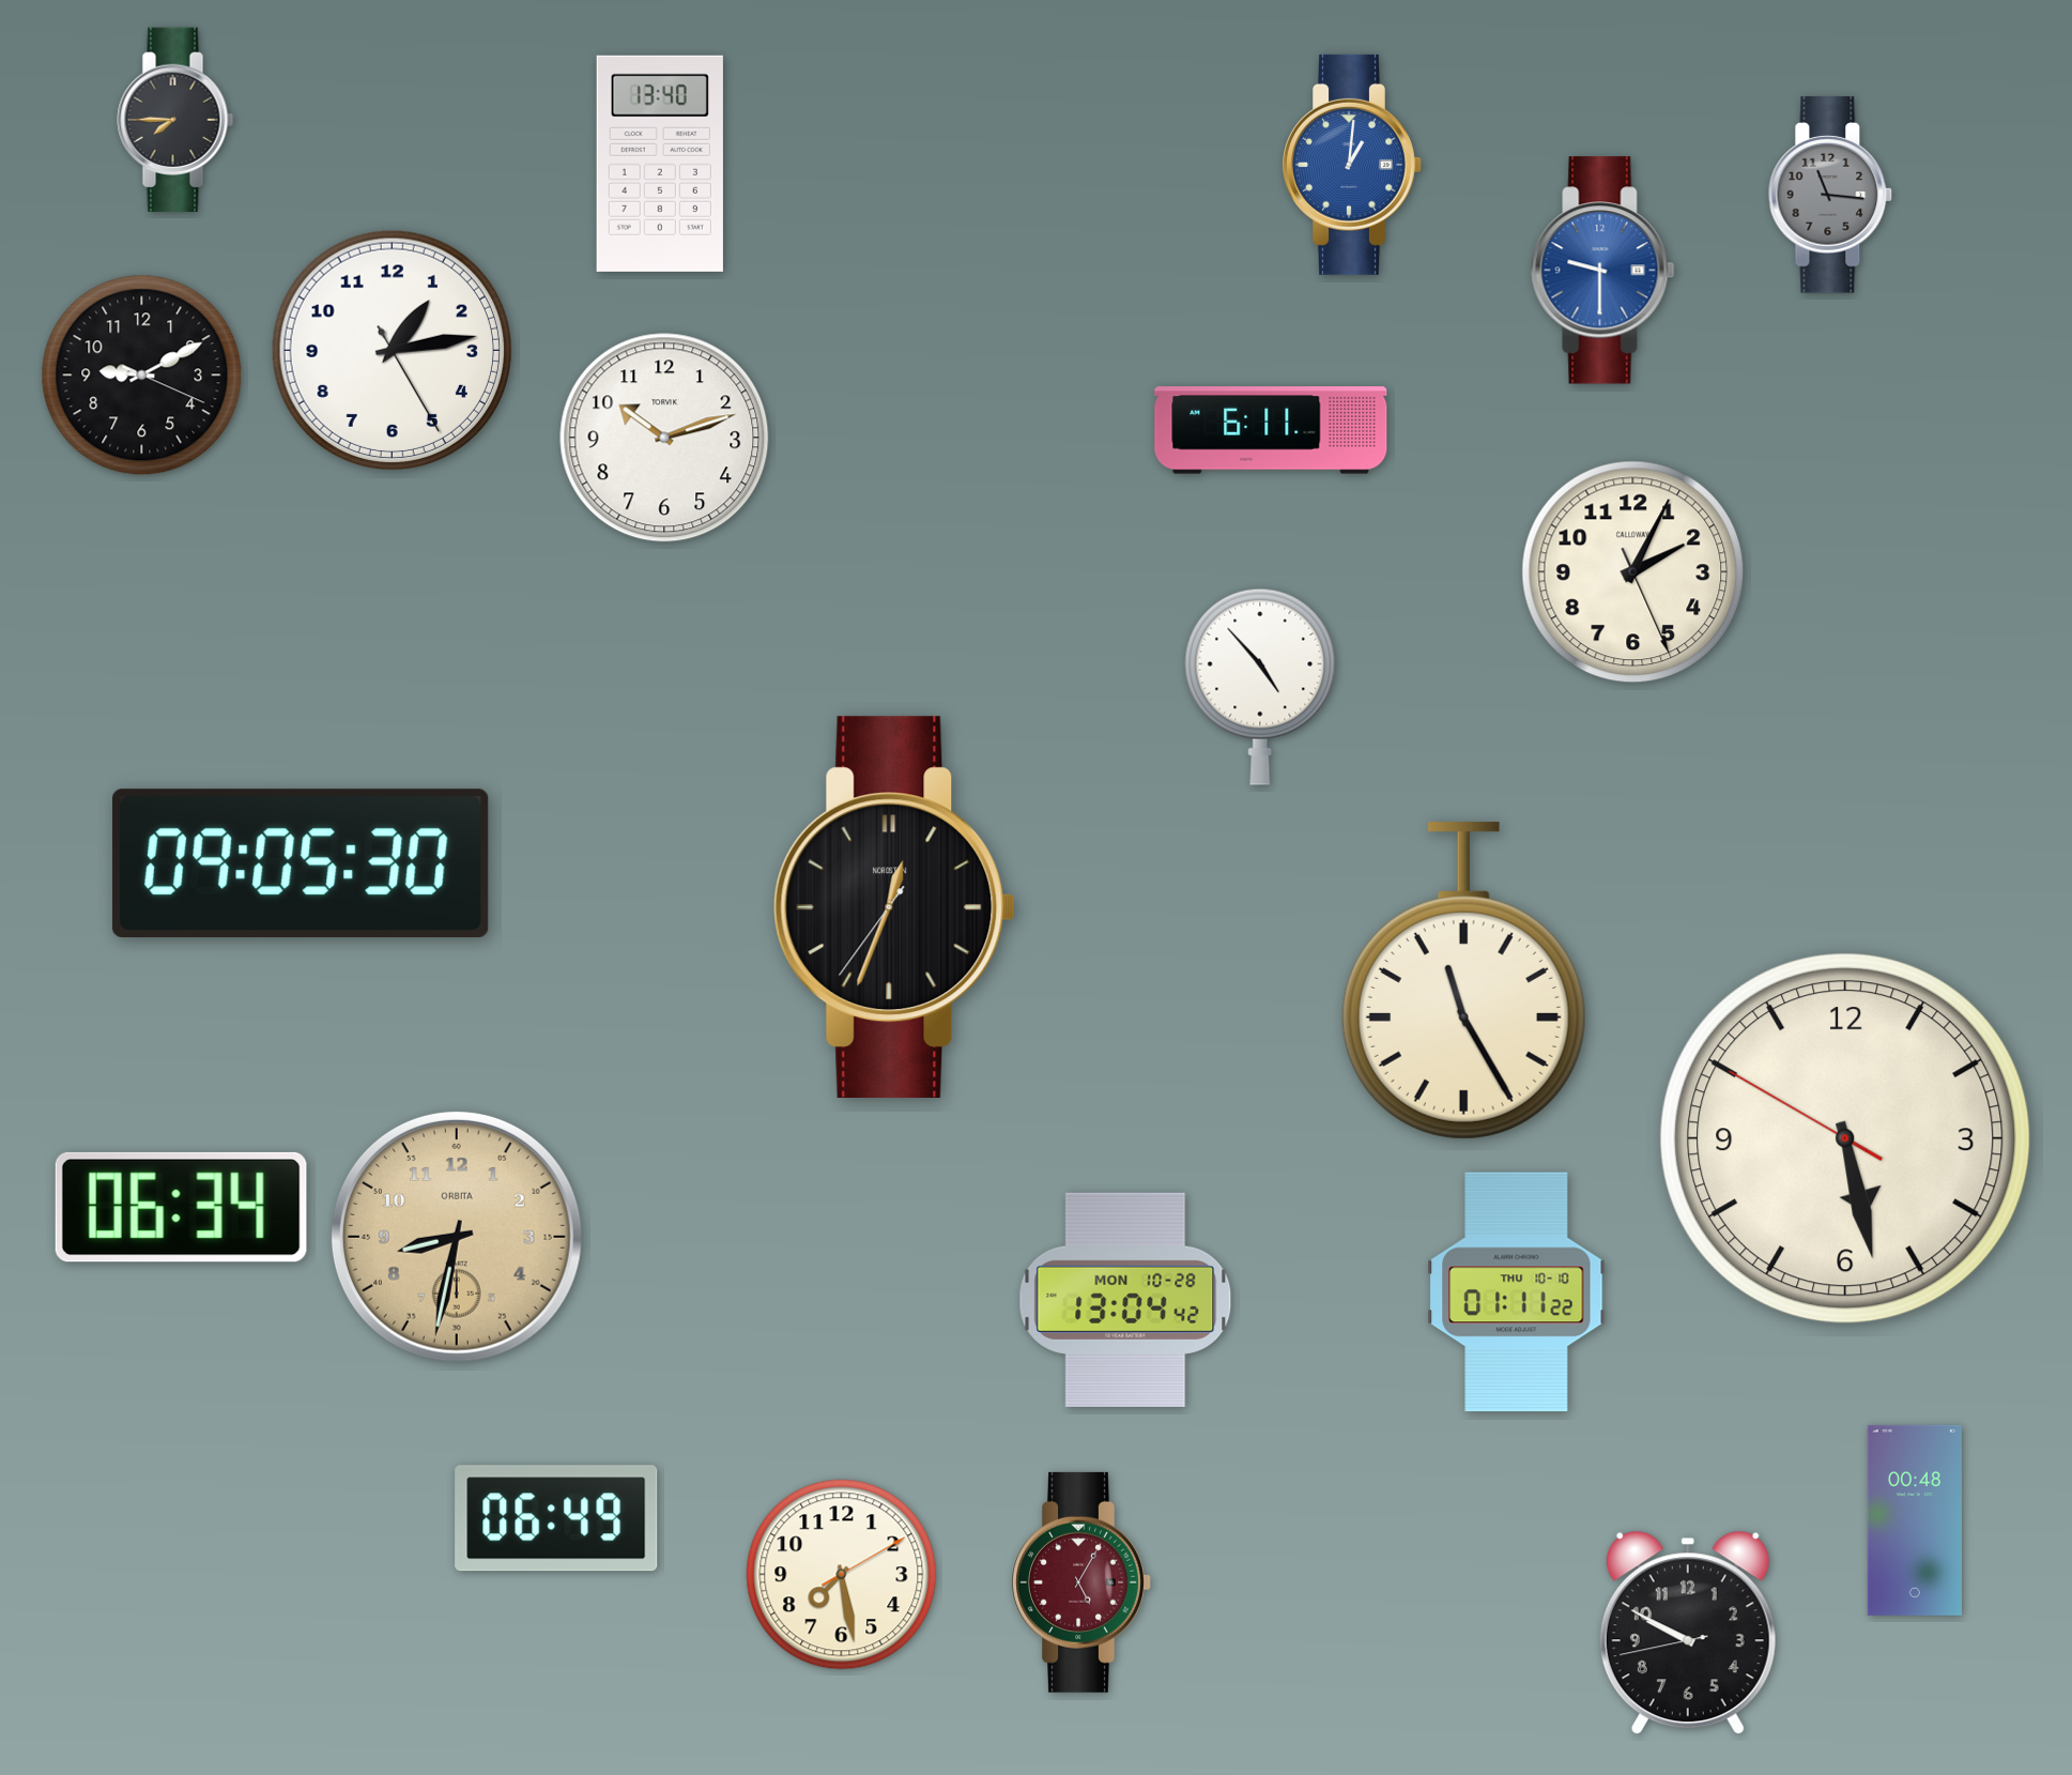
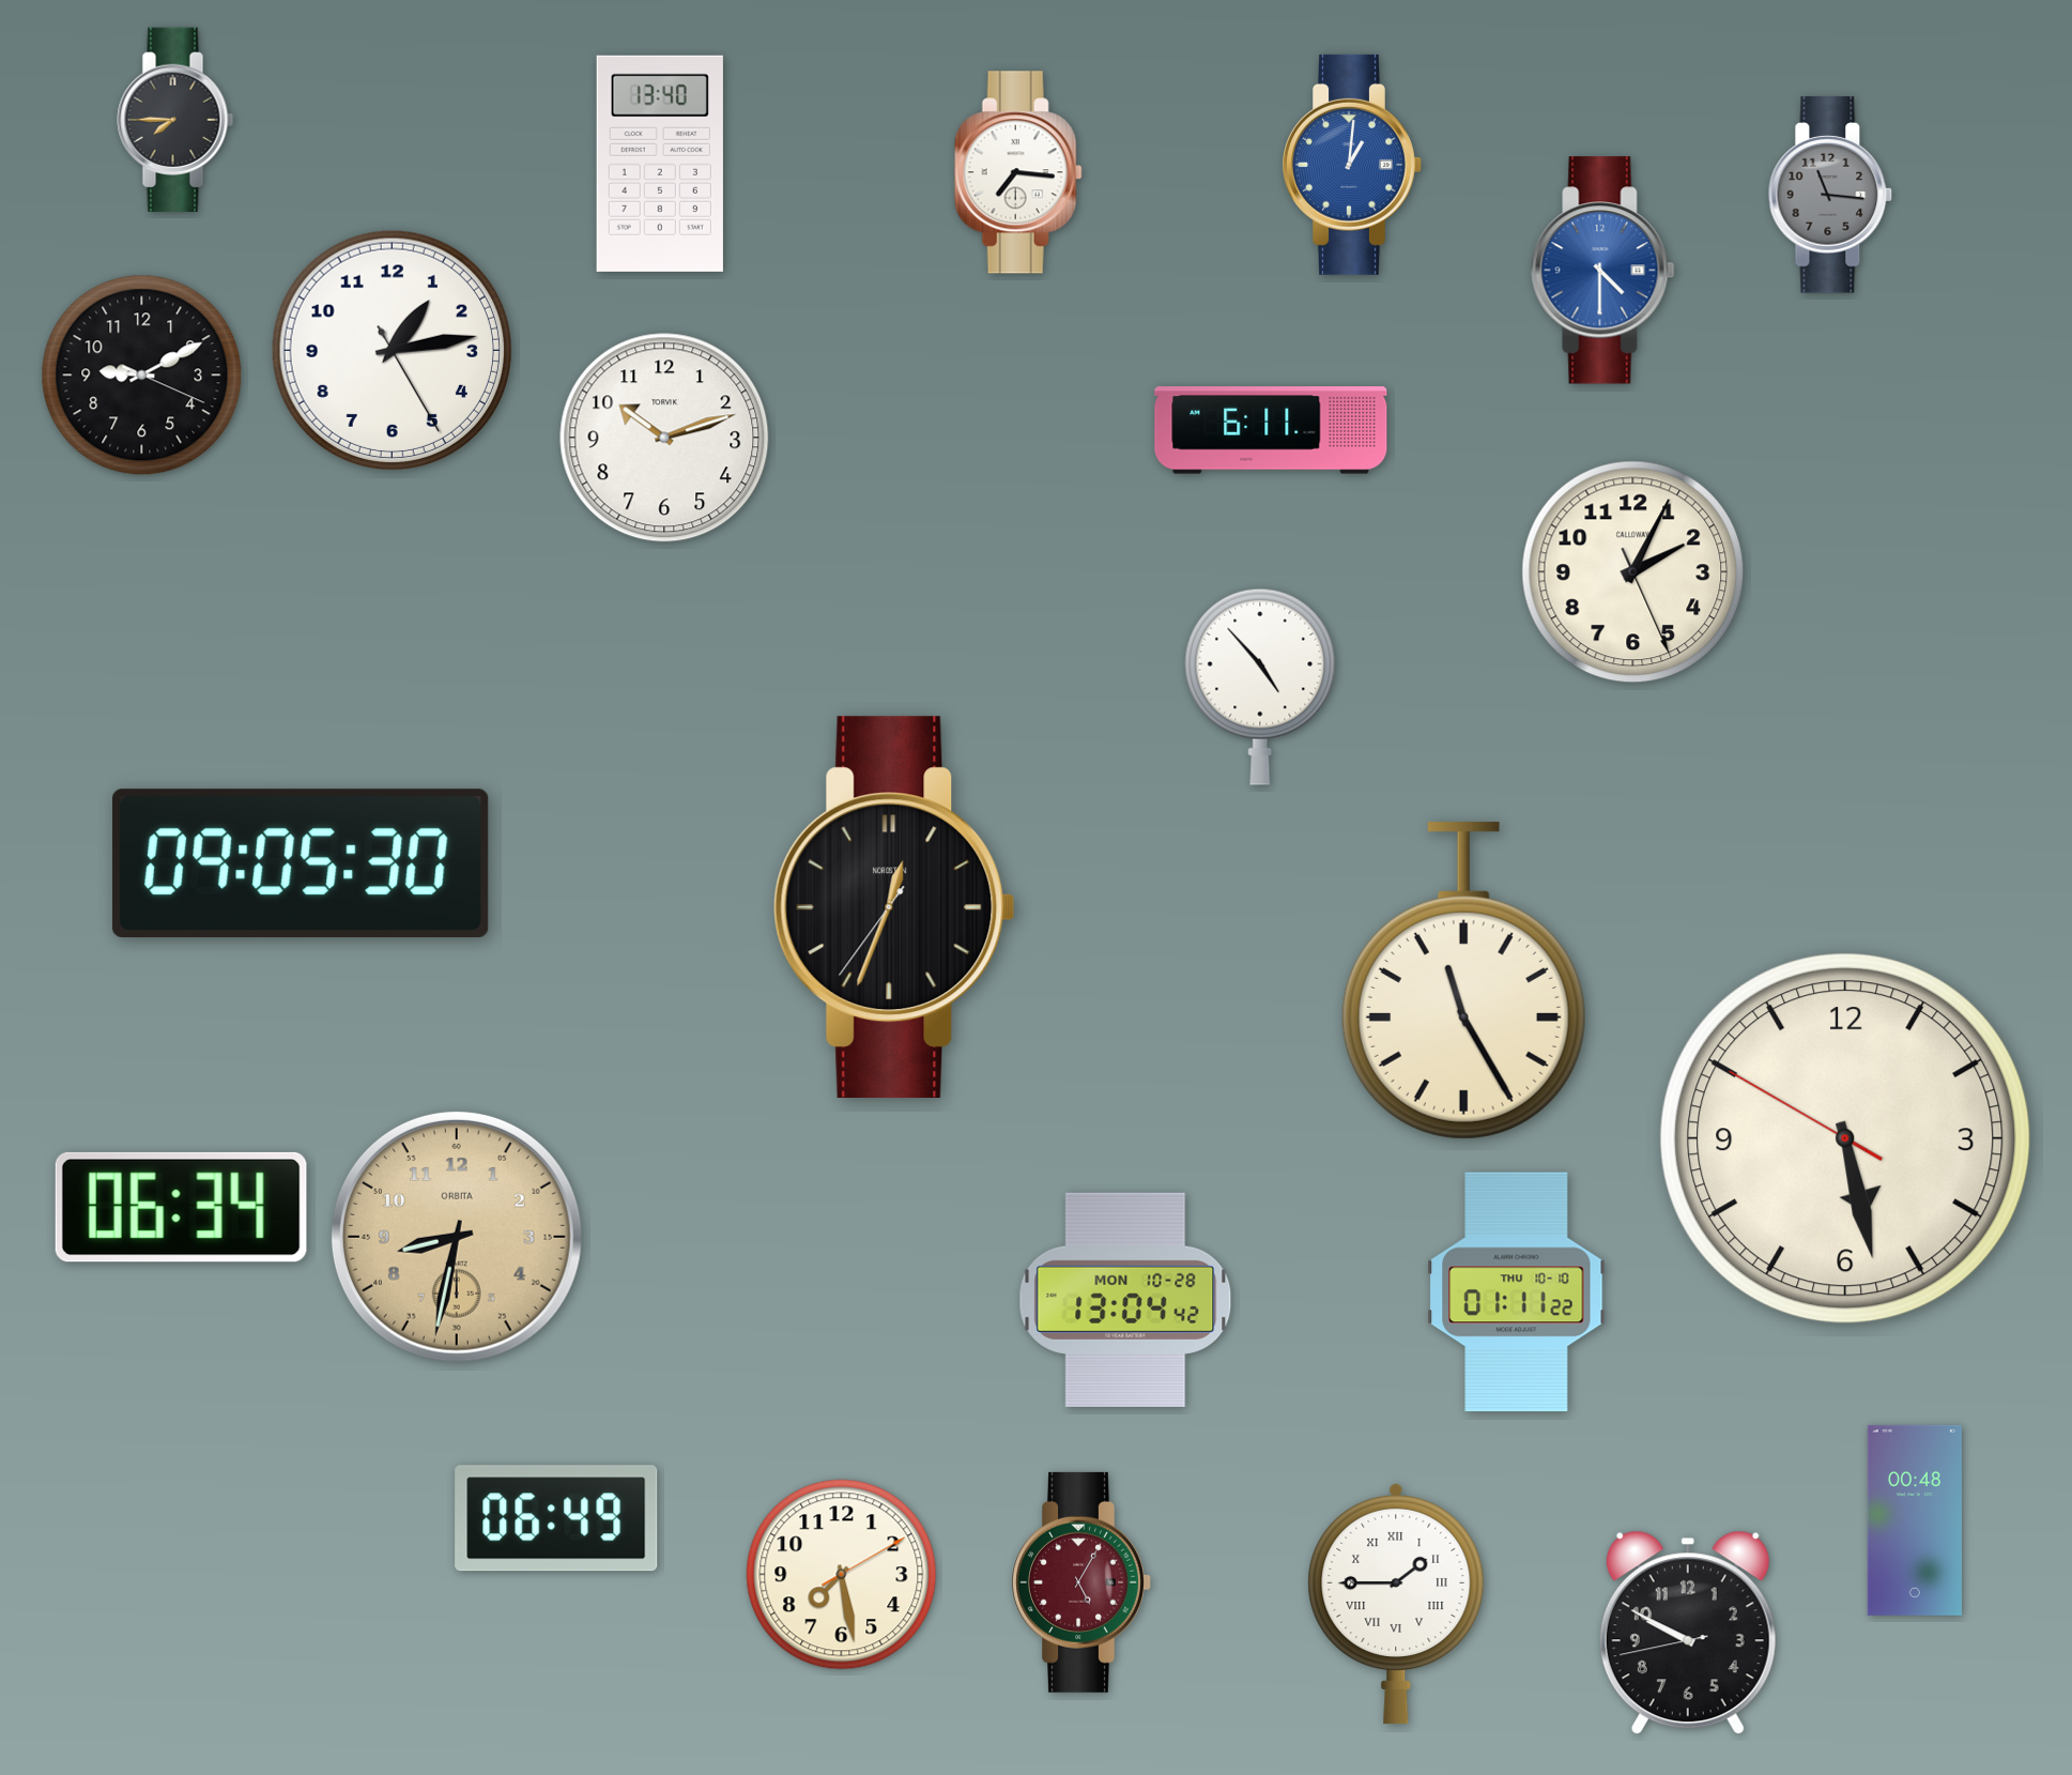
clock at (1018, 172): none -> 7:16
clock at (1603, 271): 9:30 -> 4:30
clock at (1396, 1604): none -> 1:45
